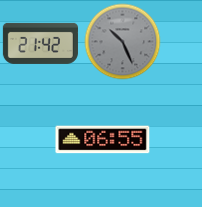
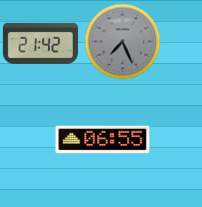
clock at (123, 42): 10:26 -> 7:26
